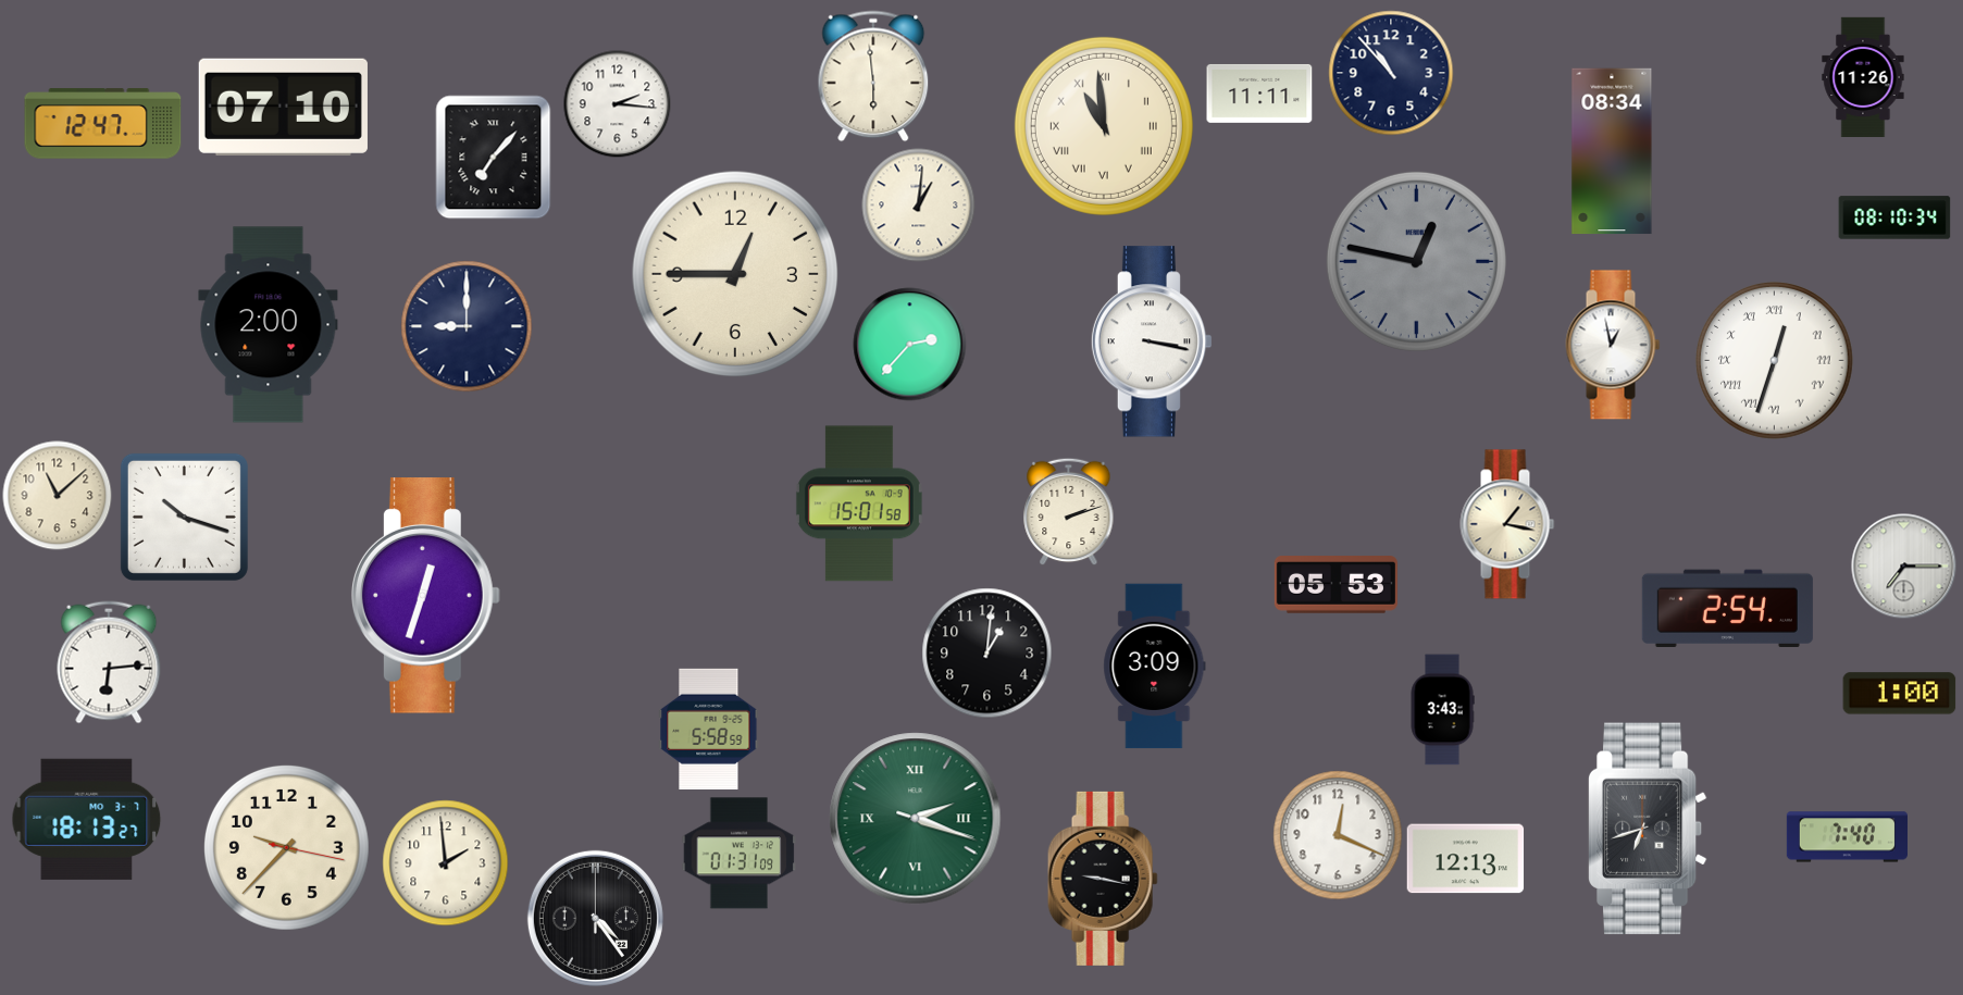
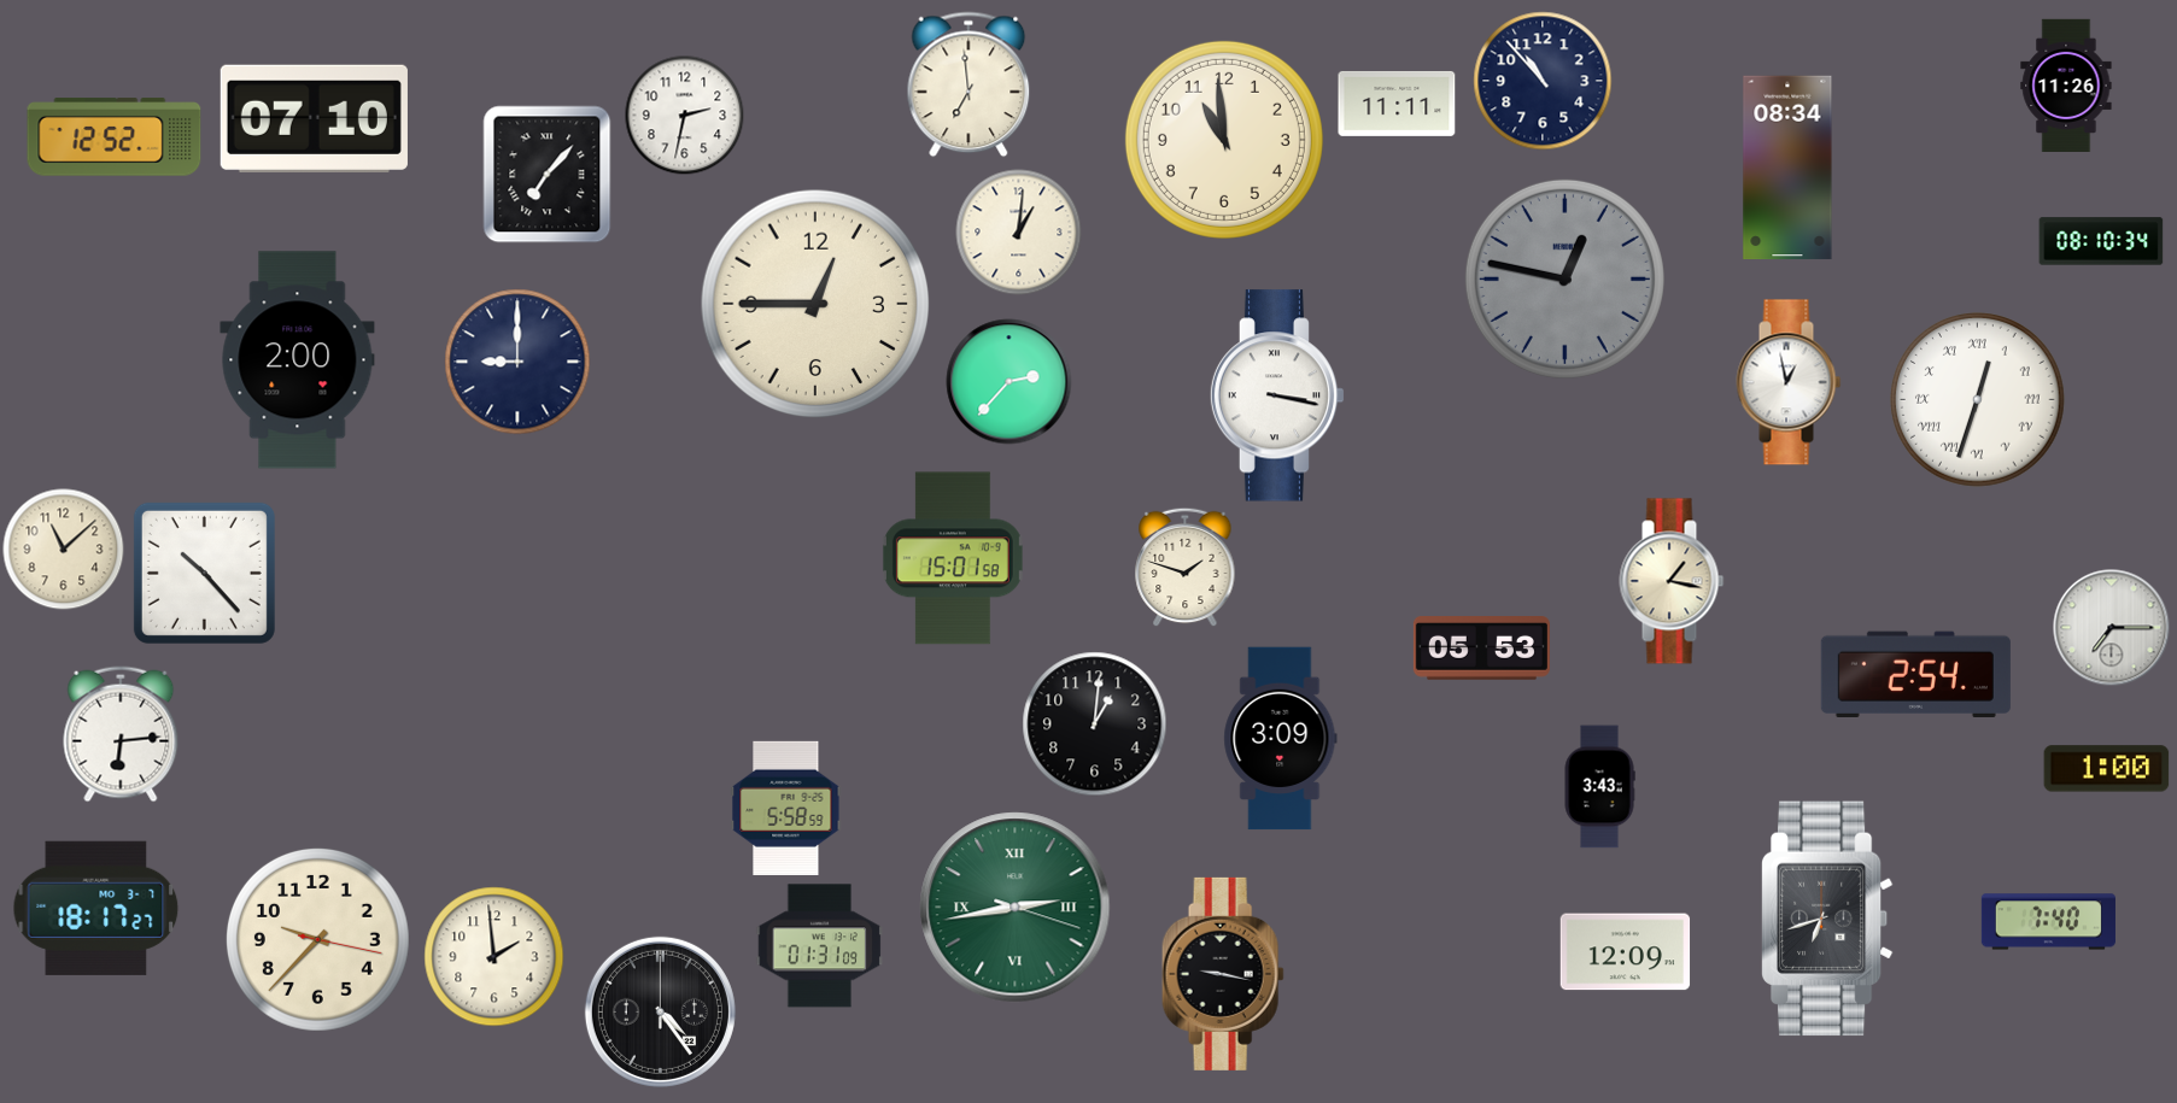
clock at (873, 76): 5:59 -> 6:59
clock at (618, 104): 2:16 -> 2:32
clock at (103, 124): 12:47 -> 12:52
clock at (1104, 126) numerals: Roman -> Arabic
clock at (919, 206) position: (919, 206) -> (1019, 233)
clock at (1416, 261) position: (1416, 261) -> (1564, 278)
clock at (1152, 341) position: (1152, 341) -> (1277, 395)
clock at (1775, 361) position: (1775, 361) -> (1978, 400)
clock at (1069, 511): 2:12 -> 1:48
clock at (184, 517): 10:18 -> 10:23
clock at (425, 596): 12:33 -> none
clock at (87, 819): 18:13 -> 18:17
clock at (916, 819): 2:18 -> 2:43
clock at (1338, 835): 12:19 -> none
clock at (1847, 837) position: (1847, 837) -> (2048, 922)
clock at (1466, 859): 12:13 -> 12:09
clock at (595, 918) position: (595, 918) -> (660, 1011)
